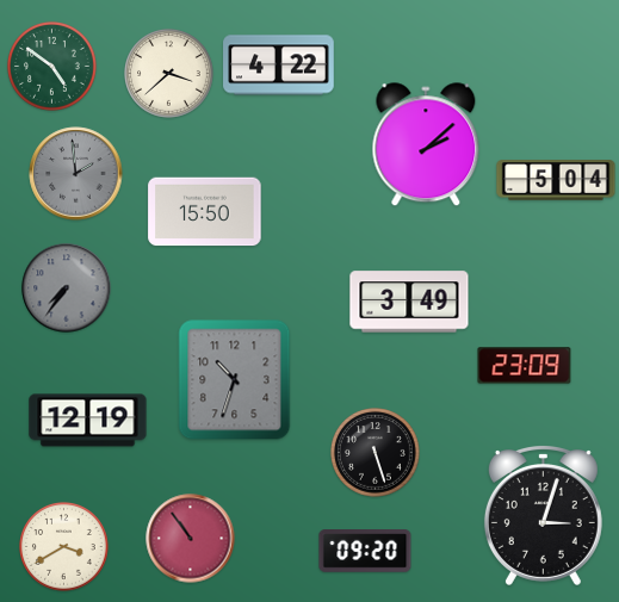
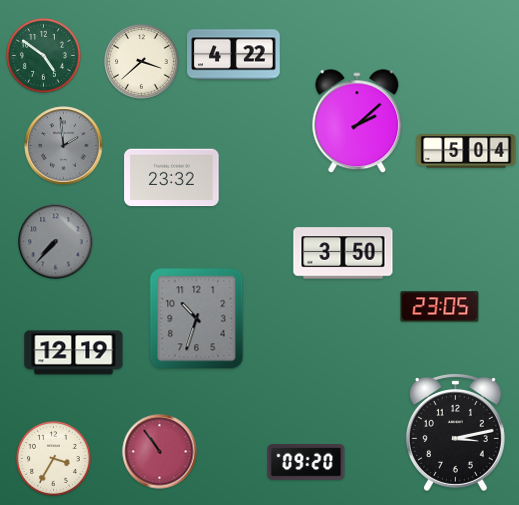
clock at (205, 212): 15:50 -> 23:32
clock at (67, 288): 7:36 -> 7:37
clock at (409, 302): 3:49 -> 3:50
clock at (525, 366): 23:09 -> 23:05
clock at (376, 453): 5:27 -> none
clock at (543, 516): 3:03 -> 3:13
clock at (64, 547): 3:40 -> 3:35
